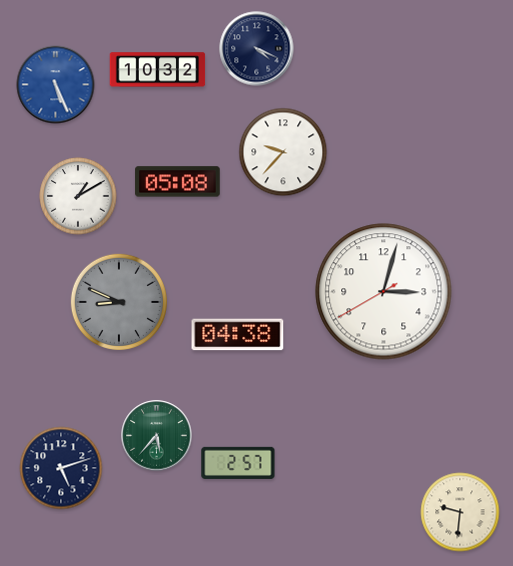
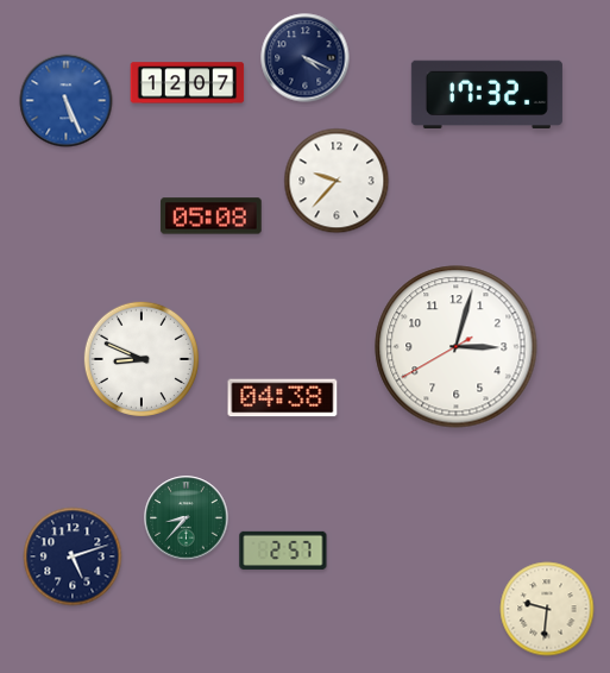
clock at (158, 70): 10:32 -> 12:07
clock at (486, 95): none -> 17:32
clock at (78, 196): 1:10 -> none
clock at (119, 302) dial: grey -> white
clock at (157, 436): 5:37 -> 8:37
